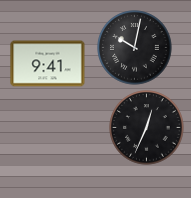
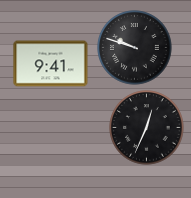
clock at (135, 48): 10:02 -> 9:48
clock at (48, 64) position: (48, 64) -> (51, 64)
